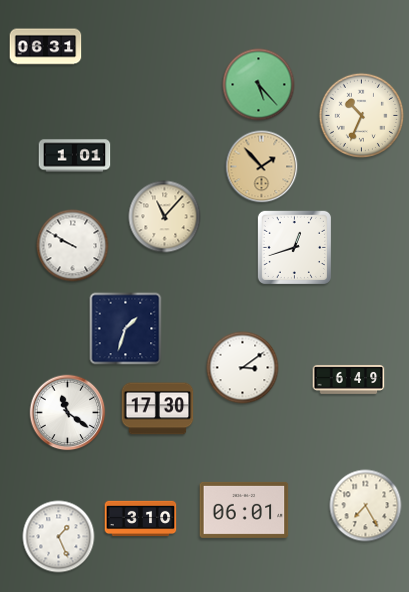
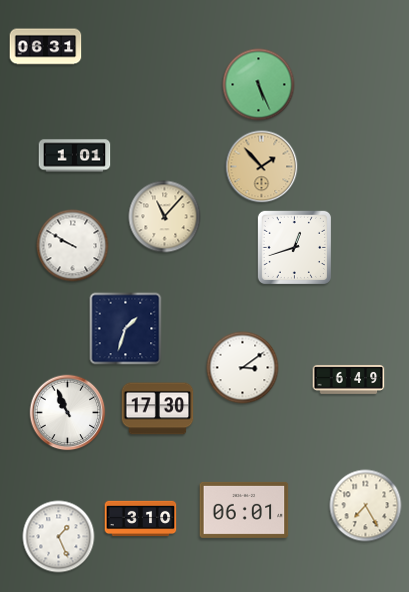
clock at (259, 85): 5:23 -> 5:26
clock at (361, 115): 10:34 -> none
clock at (68, 413): 11:21 -> 10:56
